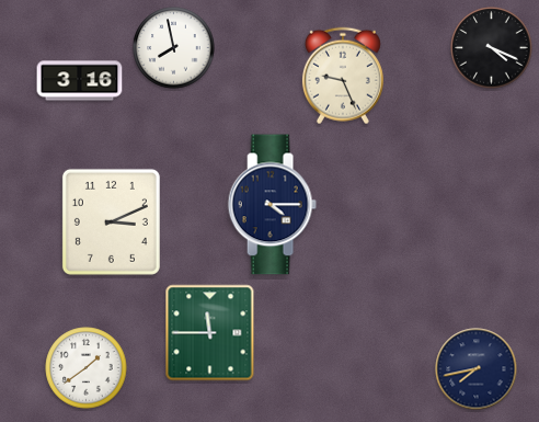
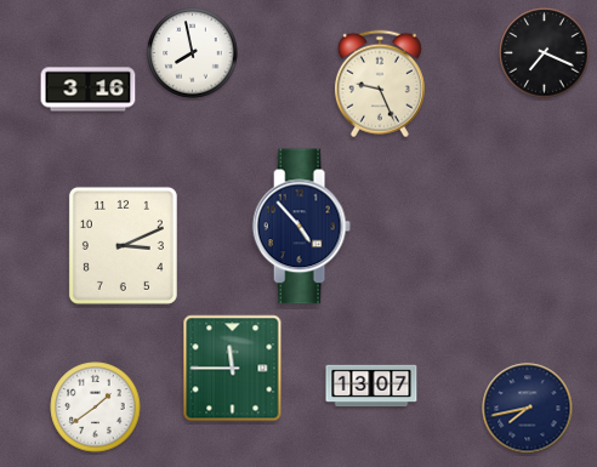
clock at (492, 48): 4:19 -> 7:19
clock at (272, 205): 4:15 -> 4:53
clock at (371, 386): none -> 13:07
